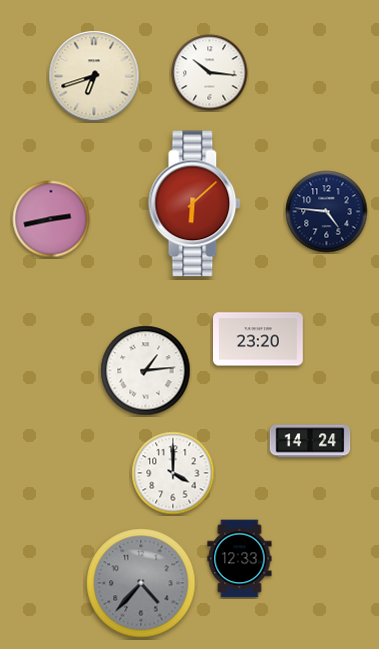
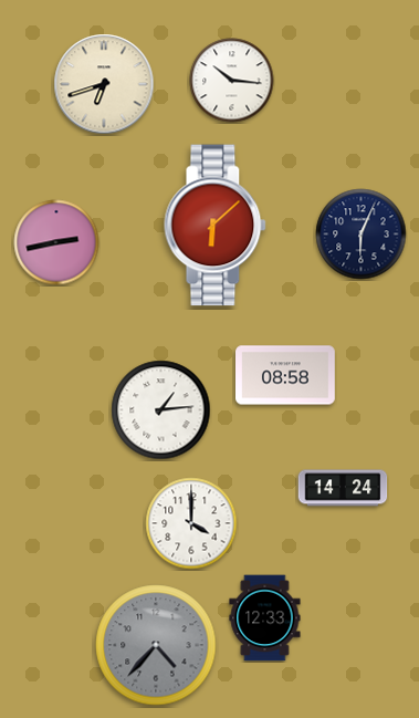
clock at (327, 212): 4:46 -> 6:04
clock at (259, 339): 23:20 -> 08:58
